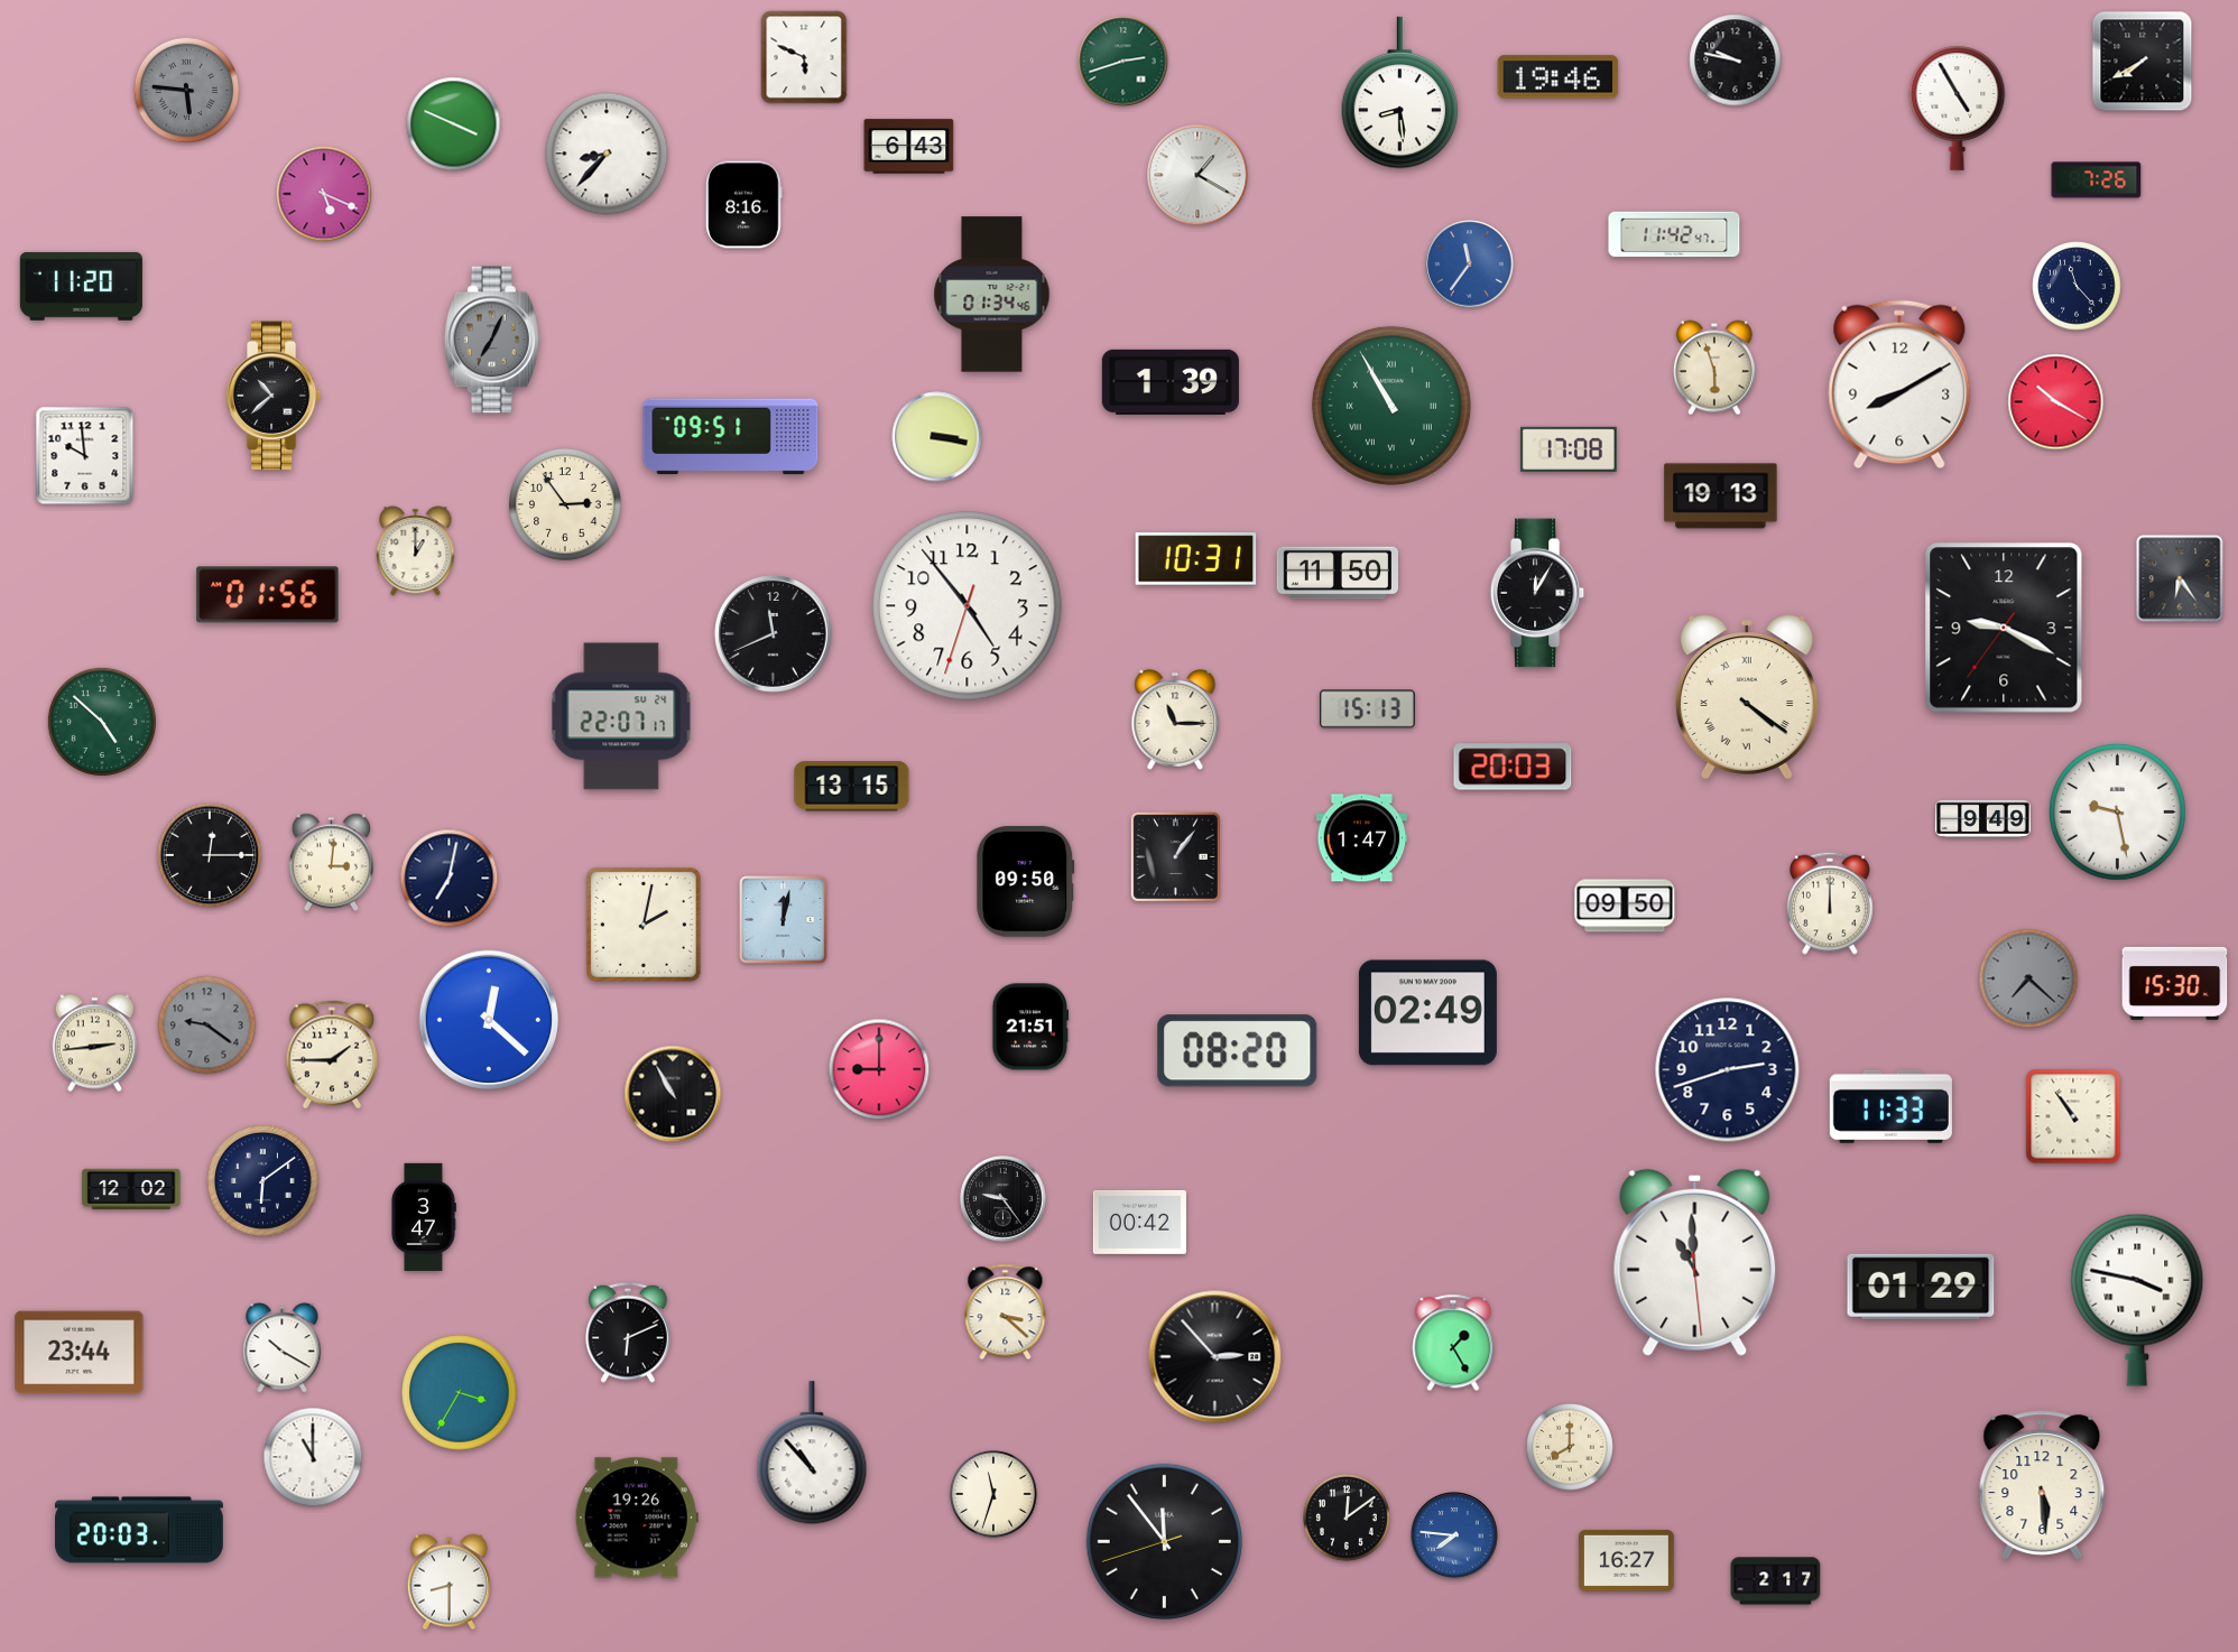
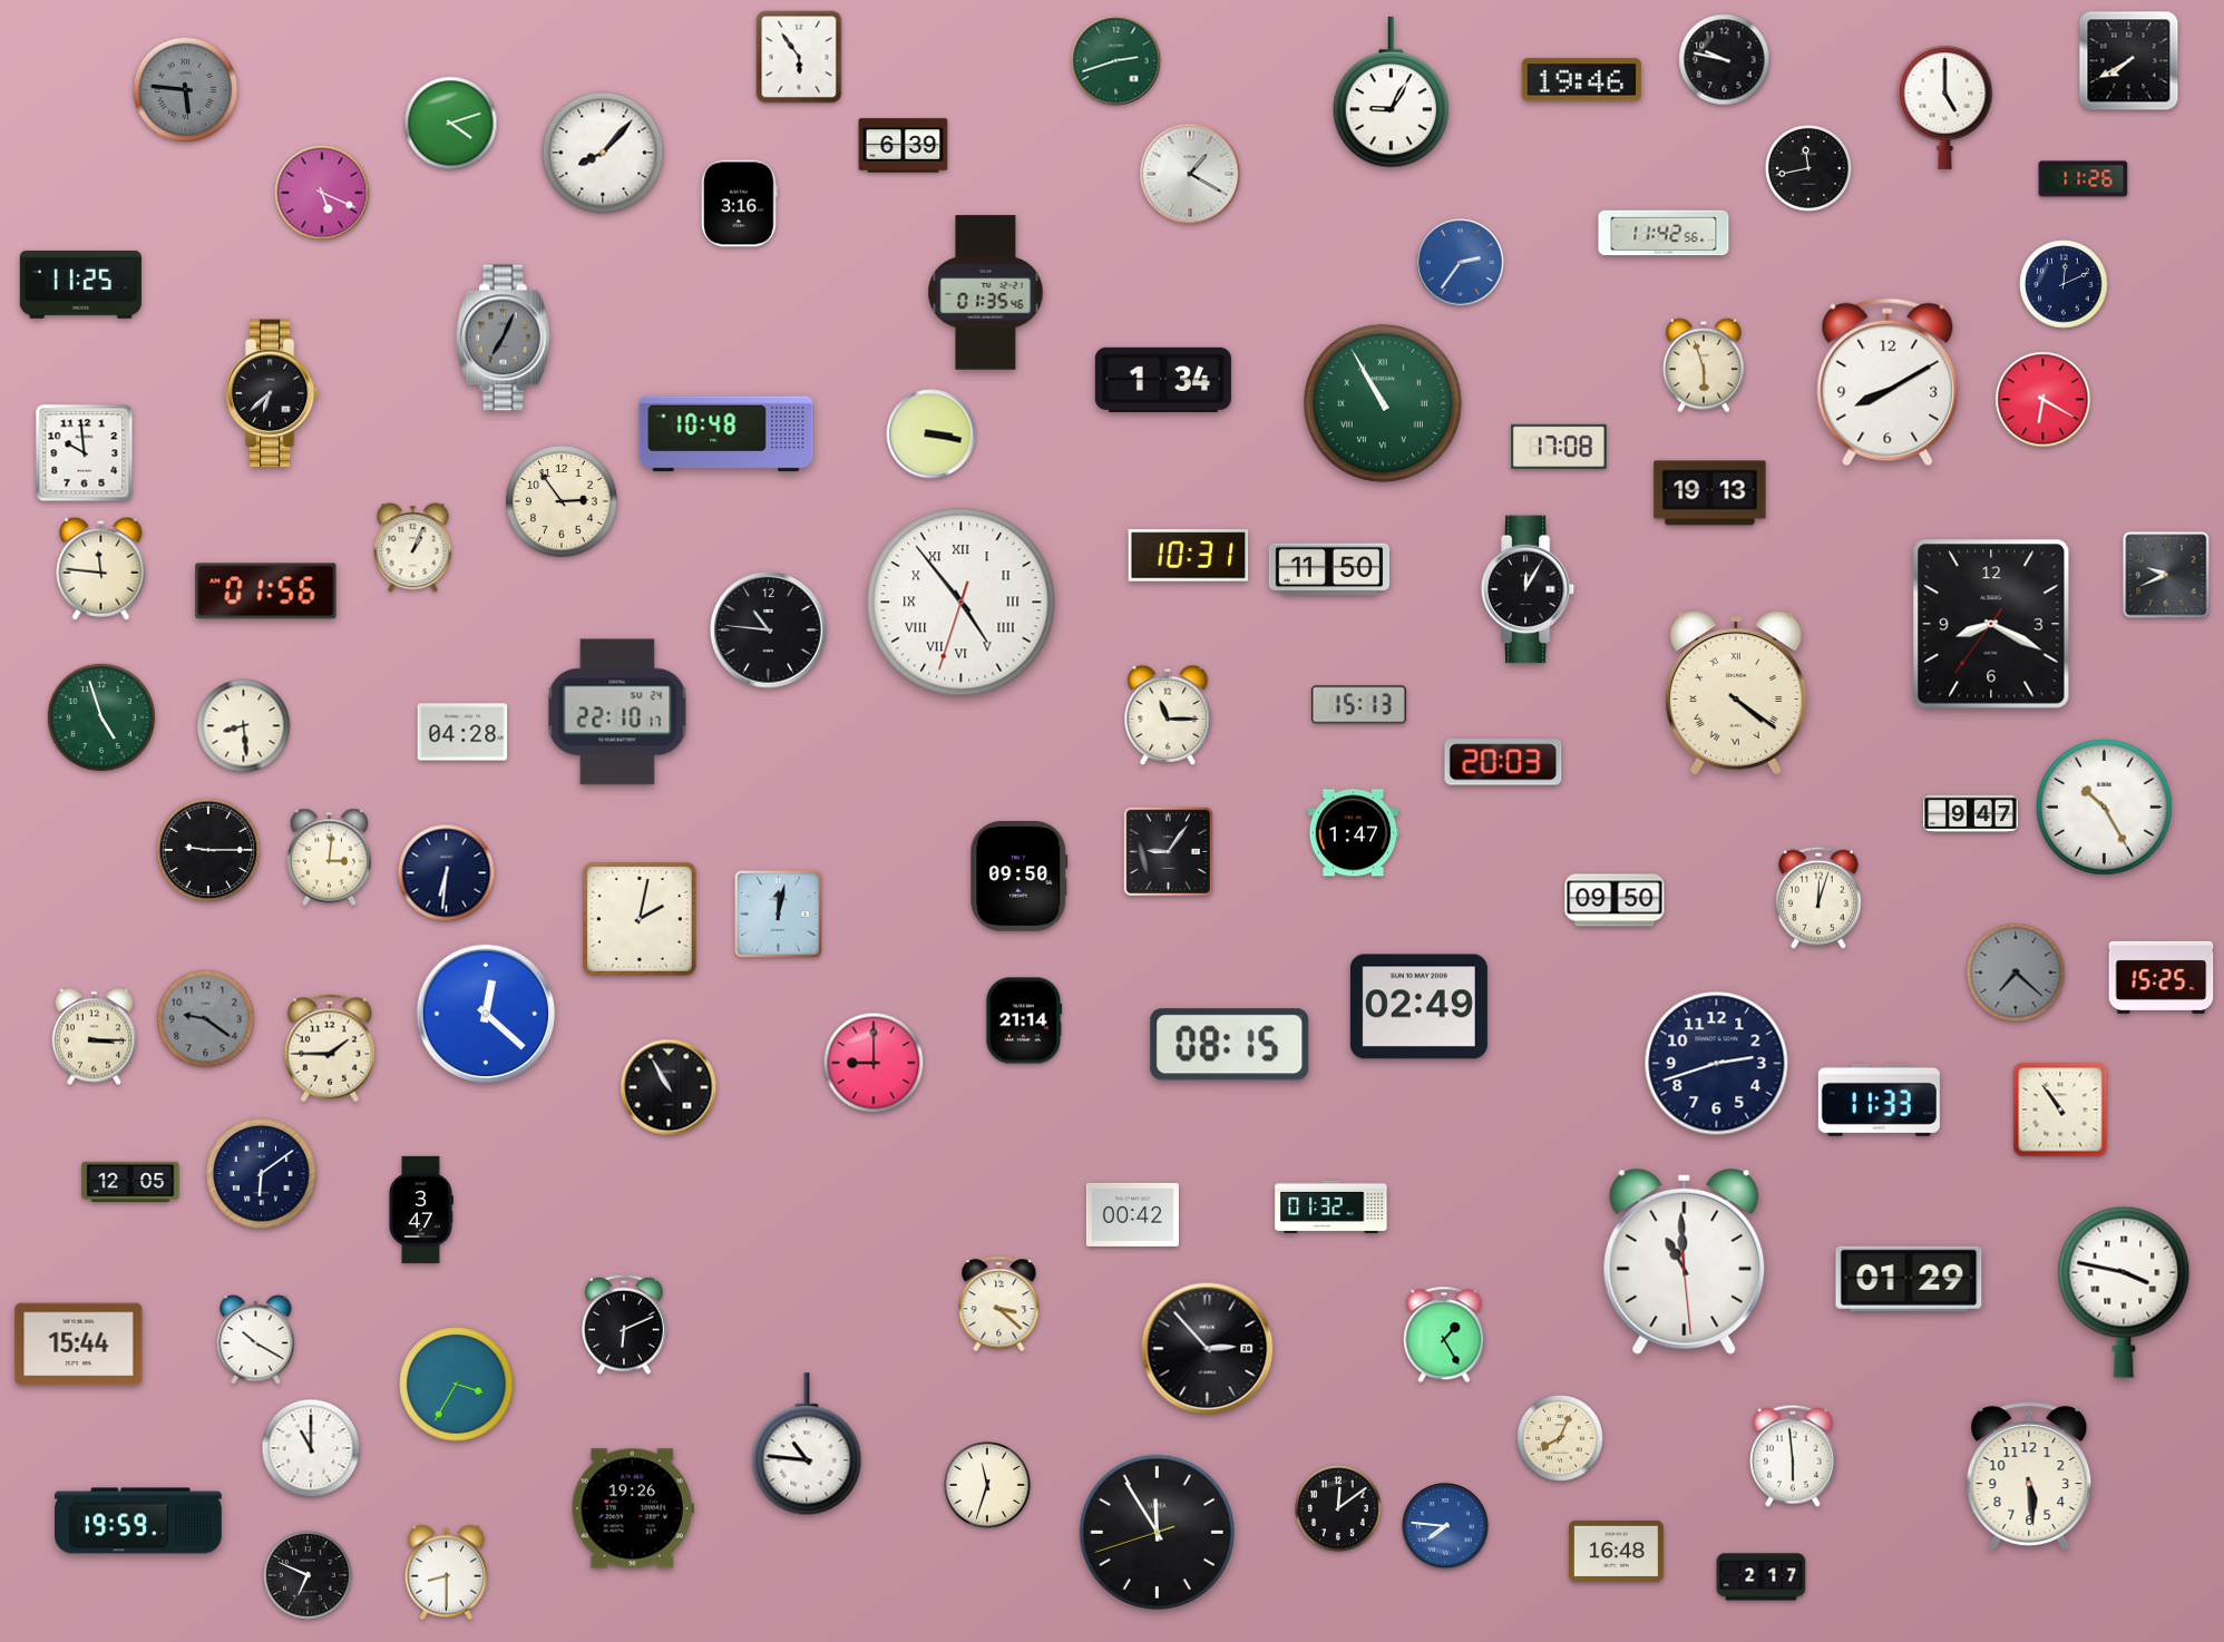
clock at (804, 57): 5:49 -> 5:54
clock at (1559, 77) position: (1559, 77) -> (1582, 80)
clock at (1400, 93): 8:29 -> 9:05
clock at (1958, 108): 4:55 -> 5:00
clock at (454, 124): 3:49 -> 4:12
clock at (909, 147): 6:43 -> 6:39
clock at (607, 154): 8:37 -> 8:07
clock at (1810, 169): none -> 11:43
clock at (2097, 180): 7:26 -> 11:26
clock at (743, 205): 8:16 -> 3:16
clock at (1674, 234): 11:42:47 -> 11:42:56
clock at (1470, 264): 11:36 -> 2:36
clock at (81, 286): 11:20 -> 11:25
clock at (2077, 286): 11:23 -> 12:11
clock at (992, 295): 01:34 -> 01:35
clock at (492, 340) position: (492, 340) -> (504, 338)
clock at (1171, 382): 1:39 -> 1:34
clock at (274, 396): 10:38 -> 6:38
clock at (2056, 402): 10:20 -> 6:20
clock at (731, 437): 09:51 -> 10:48
clock at (416, 551): 1:00 -> 1:04
clock at (101, 568): none -> 11:46
clock at (2180, 578): 6:24 -> 9:41
clock at (968, 606) numerals: Arabic -> Roman
clock at (2004, 628): 9:19 -> 8:19
clock at (774, 634): 11:41 -> 10:46
clock at (621, 716): 22:07 -> 22:10
clock at (102, 722): 4:52 -> 4:57
clock at (244, 726): none -> 8:29
clock at (462, 732): none -> 04:28
clock at (852, 787): 13:15 -> none
clock at (2118, 813): 9:28 -> 10:25
clock at (1983, 818): 9:49 -> 9:47
clock at (210, 855): 12:15 -> 9:15
clock at (1175, 856): 1:06 -> 9:06
clock at (450, 879): 7:02 -> 6:31
clock at (1830, 903): 12:00 -> 12:03
clock at (2175, 983): 15:30 -> 15:25
clock at (1030, 1027): 21:51 -> 21:14
clock at (95, 1043): 2:44 -> 3:15
clock at (1238, 1051): 08:20 -> 08:15
clock at (131, 1189): 12:02 -> 12:05
clock at (1004, 1199): 9:24 -> none
clock at (1332, 1206): none -> 01:32
clock at (1695, 1262) position: (1695, 1262) -> (1685, 1261)
clock at (283, 1348) position: (283, 1348) -> (256, 1340)
clock at (80, 1353): 23:44 -> 15:44
clock at (1571, 1448): 8:00 -> 8:04
clock at (812, 1454): 10:53 -> 10:46
clock at (1793, 1456): none -> 5:59
clock at (140, 1530): 20:03 -> 19:59
clock at (1164, 1541): 11:53 -> 11:54
clock at (1626, 1560): 16:27 -> 16:48
clock at (1776, 1581) position: (1776, 1581) -> (1762, 1577)
clock at (308, 1575): none -> 6:49
